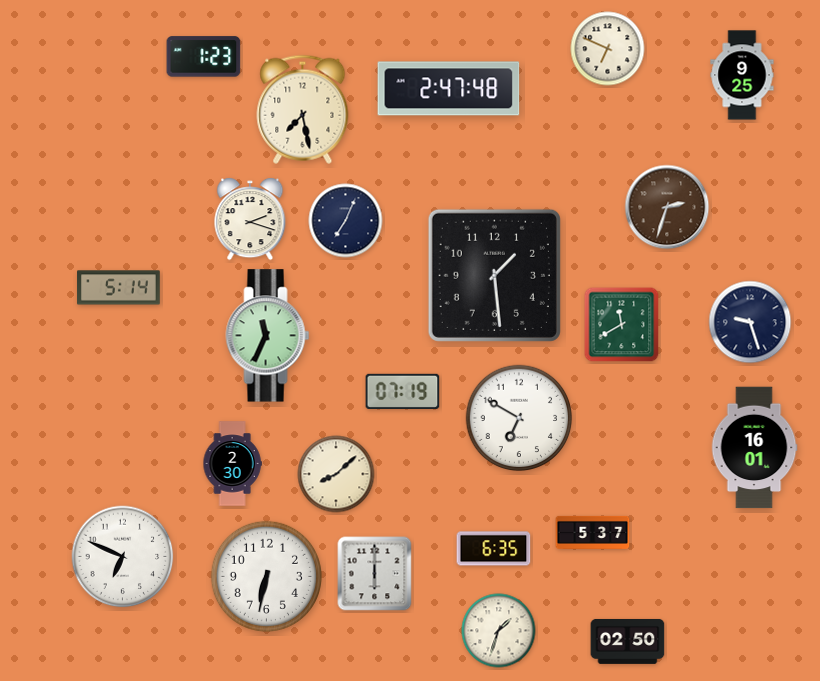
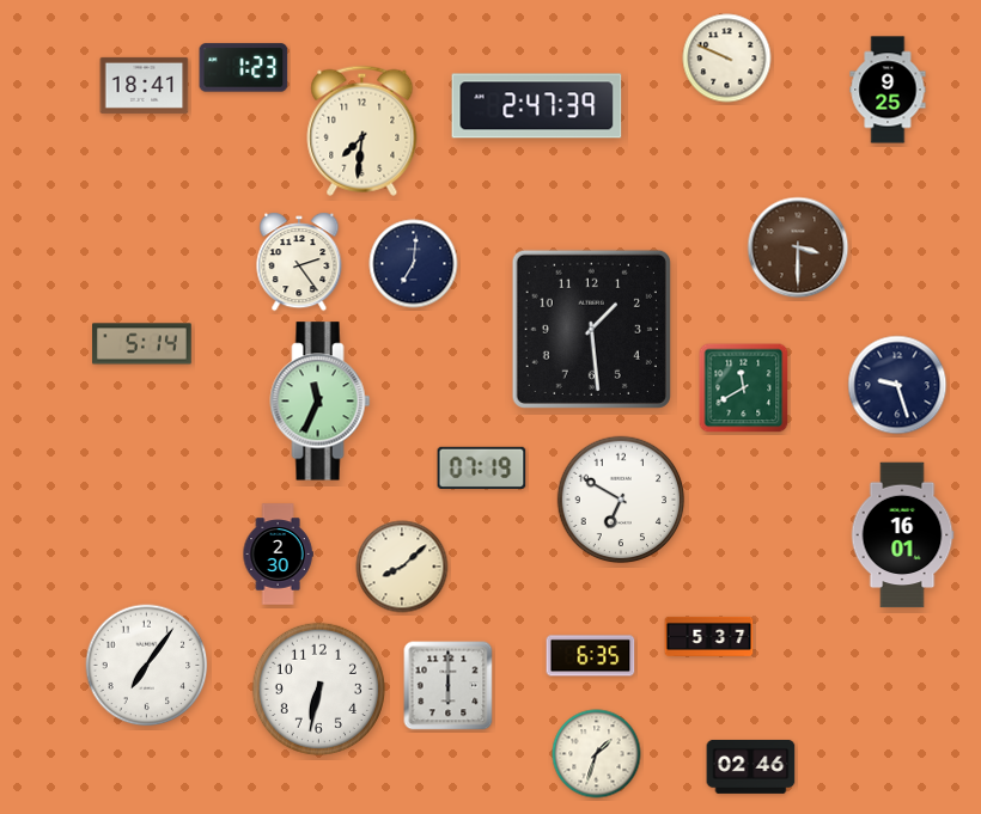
clock at (608, 49): 6:49 -> 9:49
clock at (145, 85): none -> 18:41
clock at (449, 89): 2:47:48 -> 2:47:39
clock at (303, 109): 7:28 -> 7:31
clock at (667, 207): 2:33 -> 3:30
clock at (250, 219): 2:18 -> 2:24
clock at (346, 221): 7:04 -> 7:01
clock at (123, 557): 6:49 -> 7:06
clock at (628, 641): 02:50 -> 02:46
